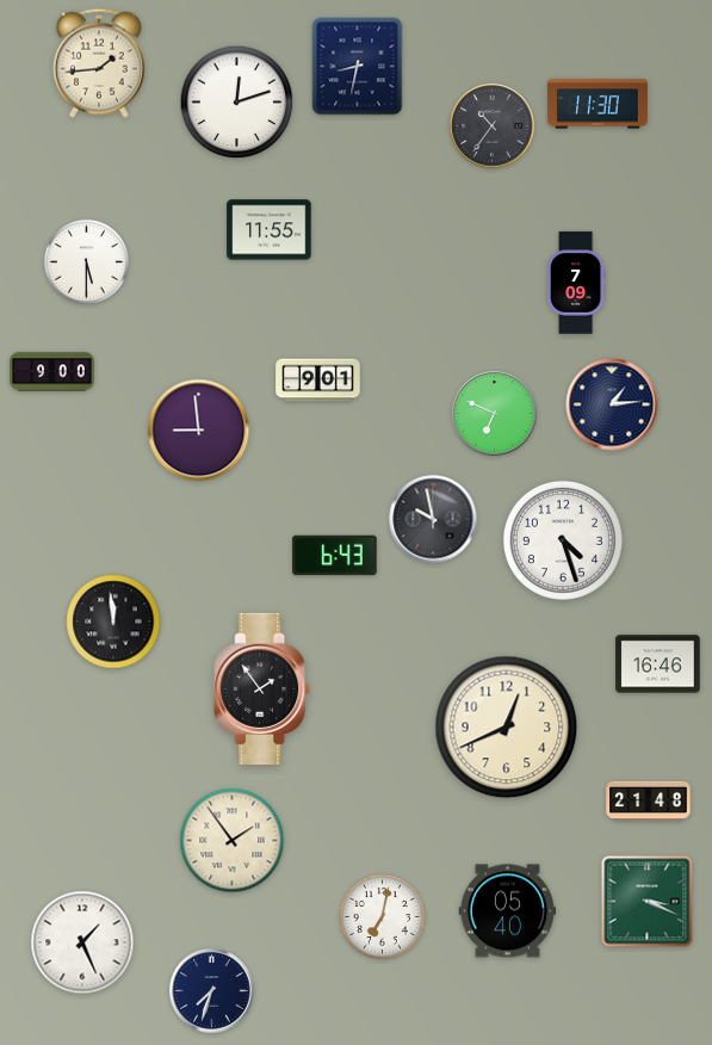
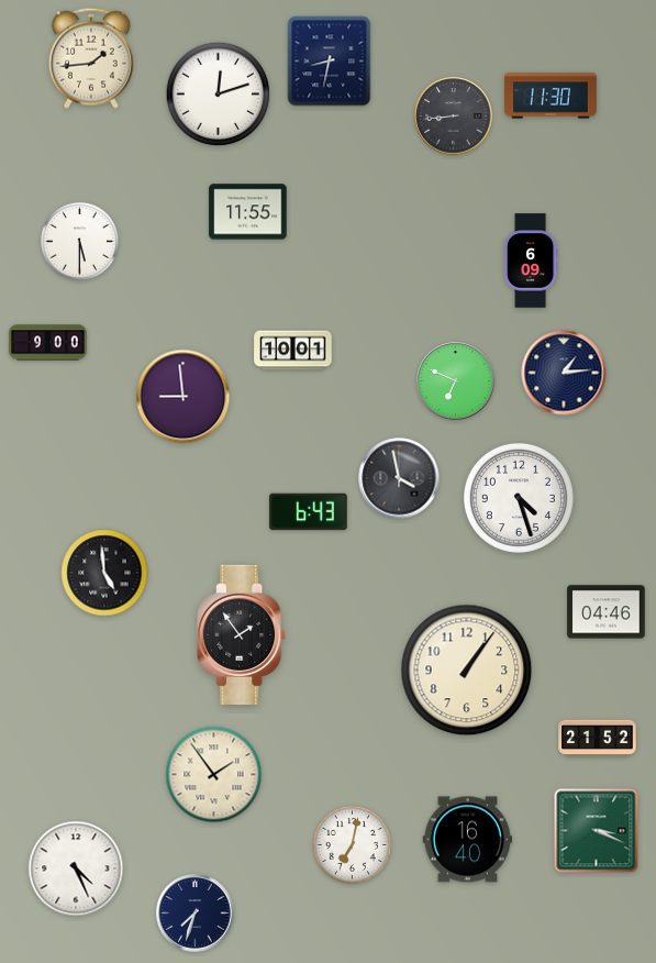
clock at (493, 126): 10:36 -> 8:44
clock at (576, 283): 7:09 -> 6:09
clock at (318, 381): 9:01 -> 10:01
clock at (433, 519): 9:58 -> 3:58
clock at (113, 622): 11:59 -> 4:59
clock at (658, 664): 16:46 -> 04:46
clock at (507, 728): 12:41 -> 1:06
clock at (649, 800): 21:48 -> 21:52
clock at (507, 911): 05:40 -> 16:40
clock at (82, 942): 1:26 -> 4:26
